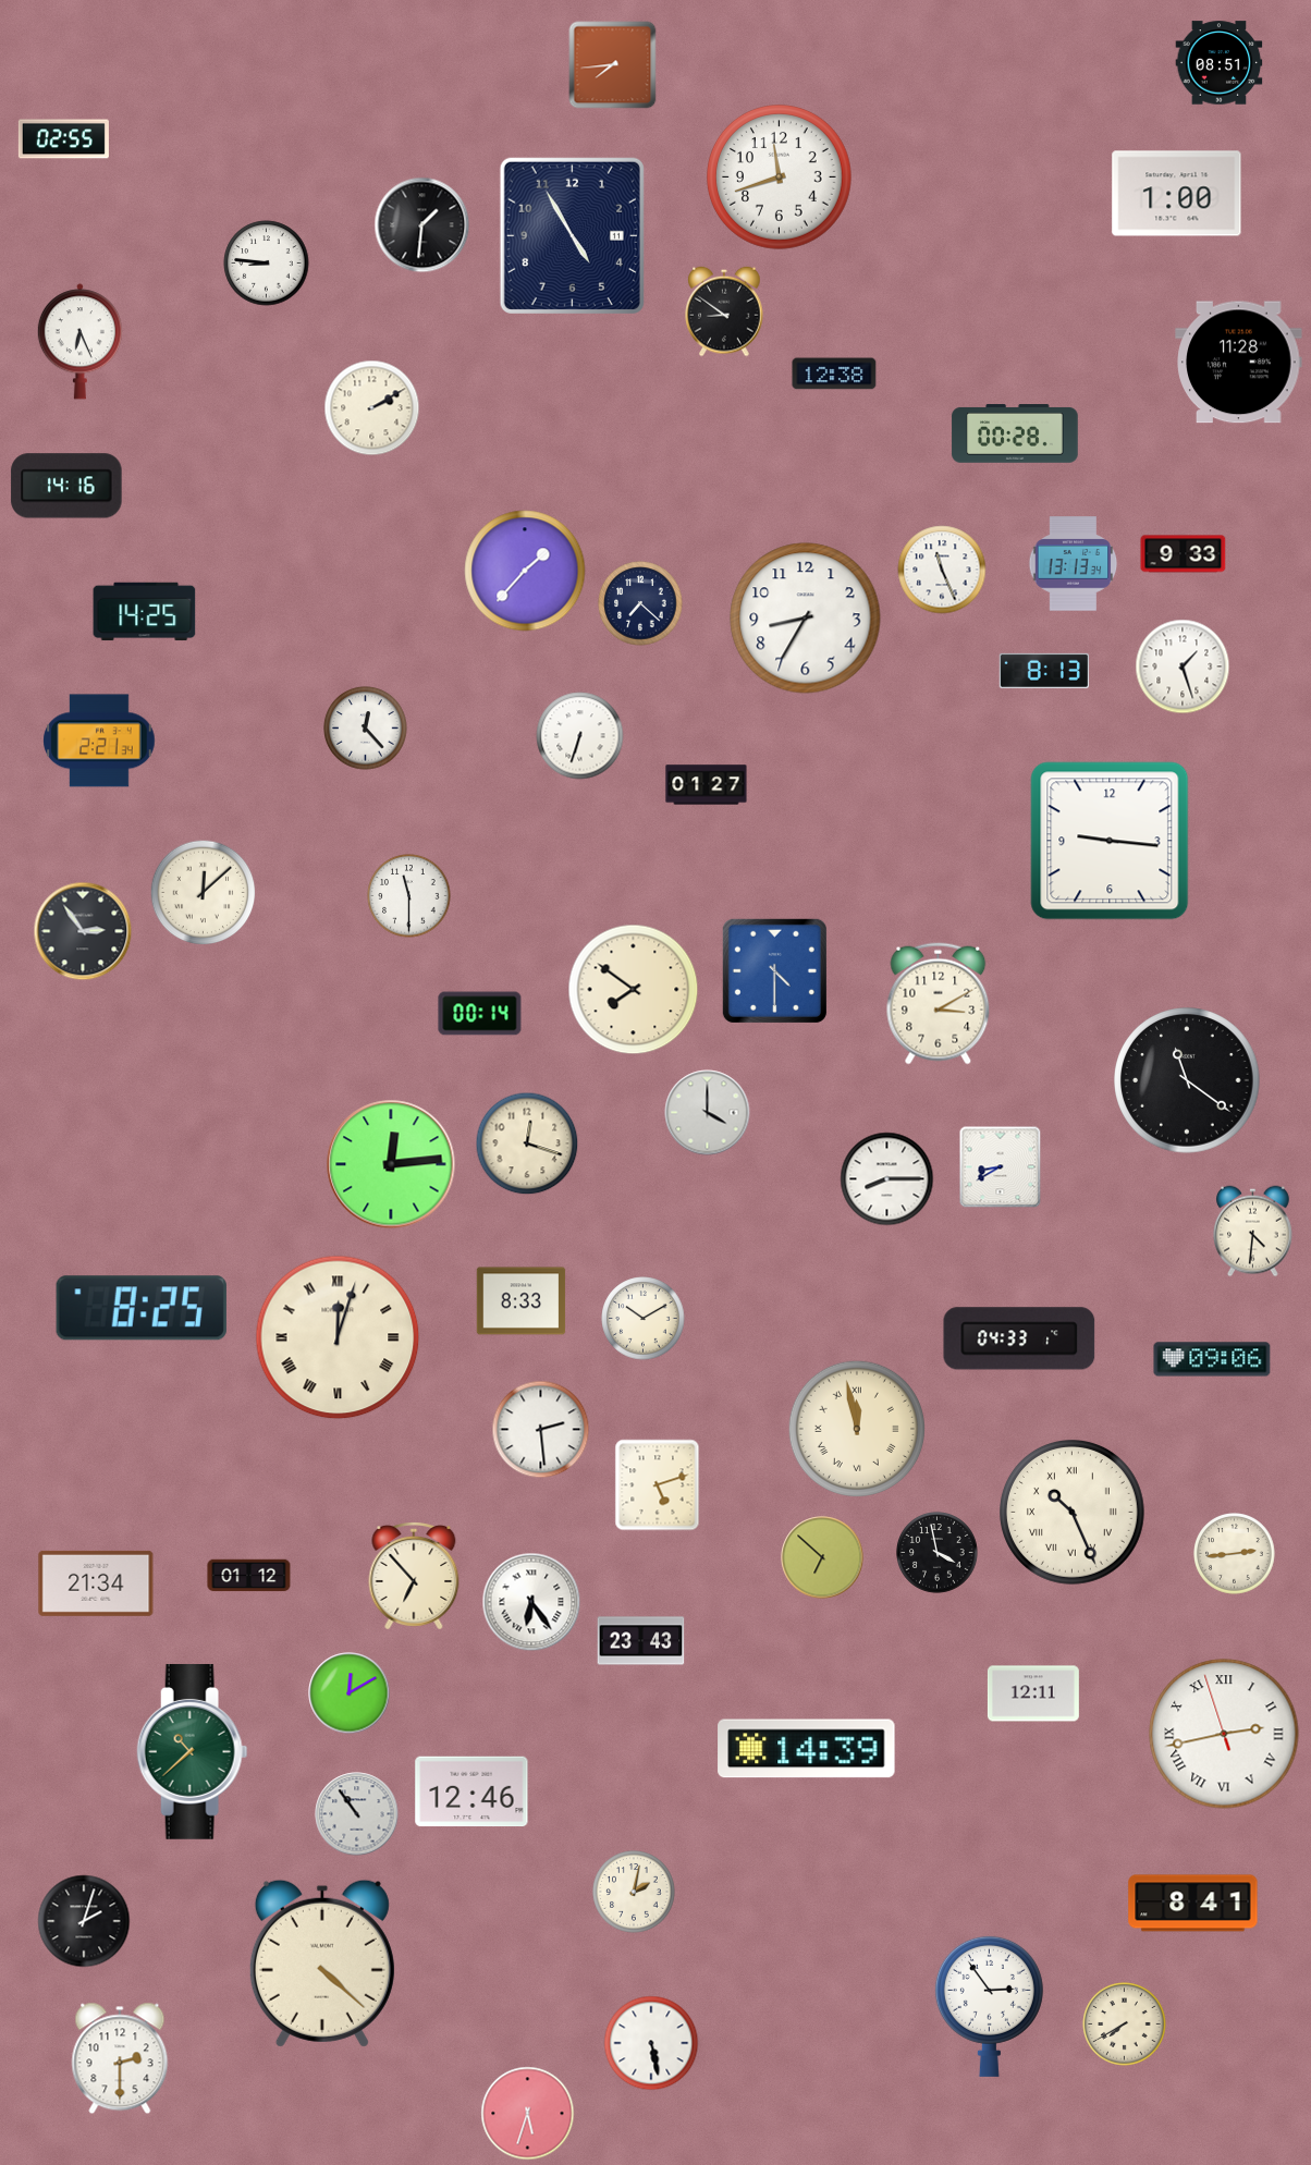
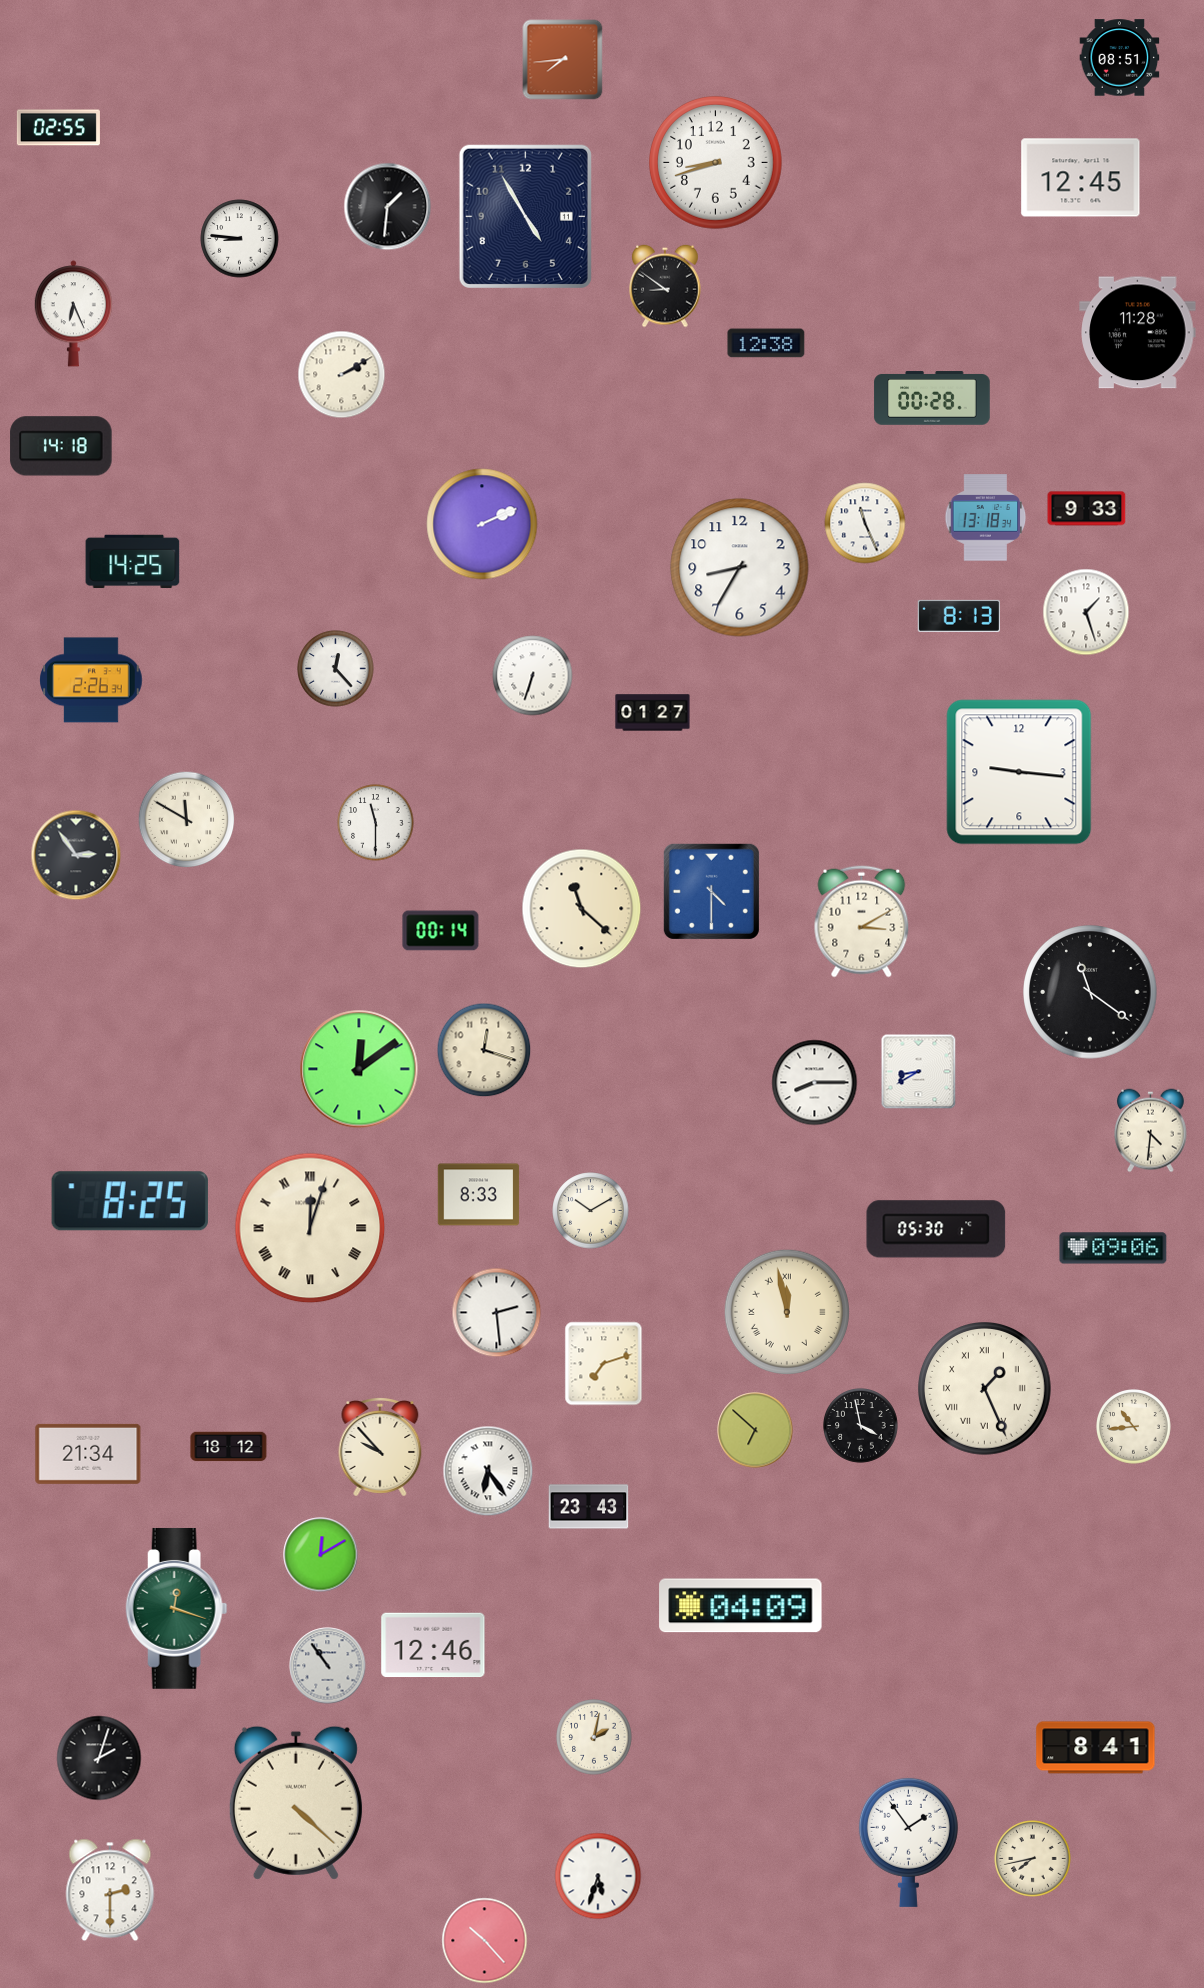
clock at (780, 178): 11:42 -> 8:42
clock at (1177, 194): 1:00 -> 12:45
clock at (267, 264) position: (267, 264) -> (240, 239)
clock at (66, 486): 14:16 -> 14:18
clock at (1074, 564): 13:13 -> 13:18
clock at (525, 571): 1:37 -> 2:11
clock at (640, 603): 7:22 -> none
clock at (99, 741): 2:21 -> 2:26
clock at (707, 785) position: (707, 785) -> (653, 713)
clock at (204, 893): 12:08 -> 11:50
clock at (634, 990): 7:51 -> 11:22
clock at (708, 1113): 4:00 -> none
clock at (391, 1164): 12:14 -> 12:09
clock at (1019, 1338): 04:33 -> 05:30
clock at (658, 1485): 5:12 -> 7:12
clock at (1073, 1513): 10:26 -> 1:26
clock at (1235, 1554): 2:44 -> 10:44
clock at (249, 1576): 01:12 -> 18:12
clock at (414, 1577): 6:53 -> 9:53
clock at (1033, 1693): 12:11 -> none
clock at (1224, 1734): 2:42 -> none
clock at (807, 1749): 14:39 -> 04:09
clock at (193, 1751): 10:38 -> 12:18
clock at (634, 1892) position: (634, 1892) -> (594, 1737)
clock at (84, 1921) position: (84, 1921) -> (99, 1758)
clock at (989, 2006): 2:54 -> 1:54
clock at (1125, 2025): 7:40 -> 7:43
clock at (651, 2043): 5:28 -> 5:33
clock at (528, 2114): 5:33 -> 10:23
